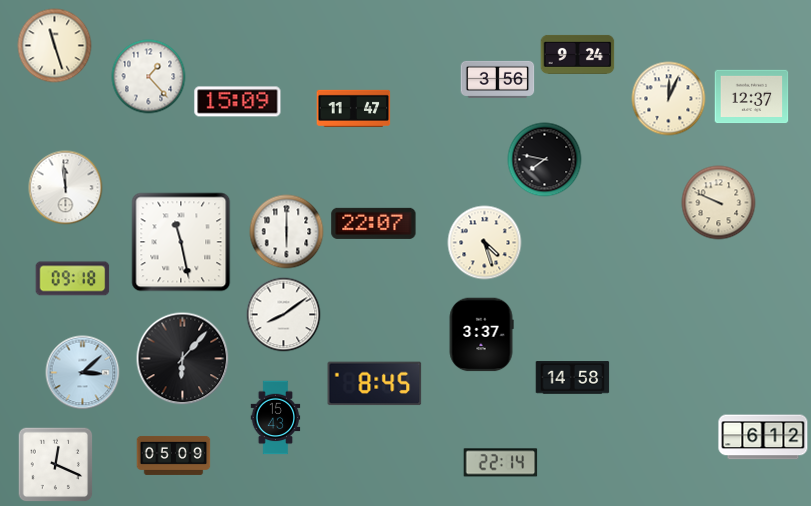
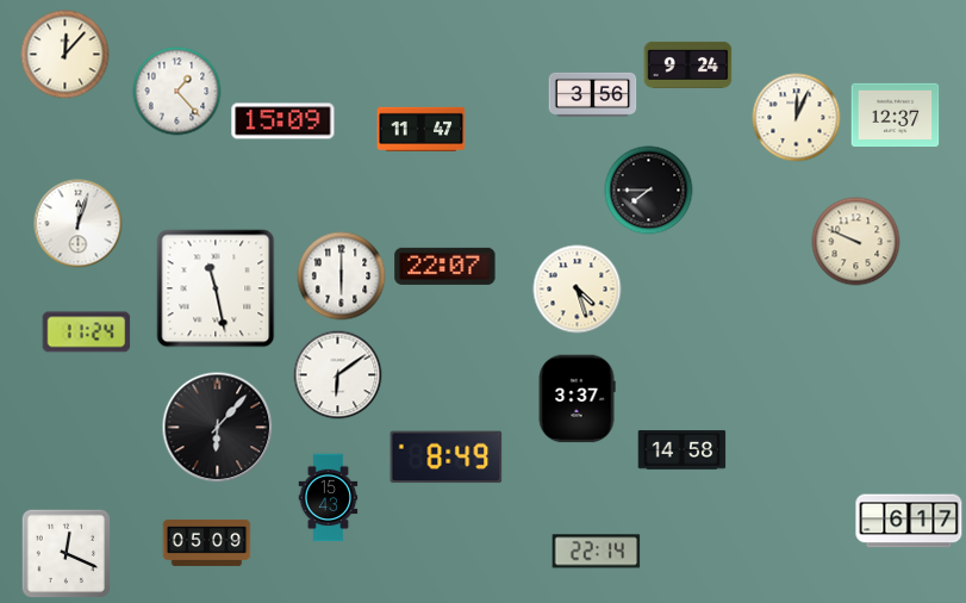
clock at (55, 46): 11:27 -> 12:07
clock at (545, 160): 7:47 -> 7:45
clock at (66, 188): 11:59 -> 12:03
clock at (73, 279): 09:18 -> 11:24
clock at (284, 315): 8:09 -> 6:09
clock at (481, 335) position: (481, 335) -> (577, 399)
clock at (83, 373): 3:08 -> none
clock at (375, 384): 8:45 -> 8:49
clock at (763, 437): 6:12 -> 6:17
